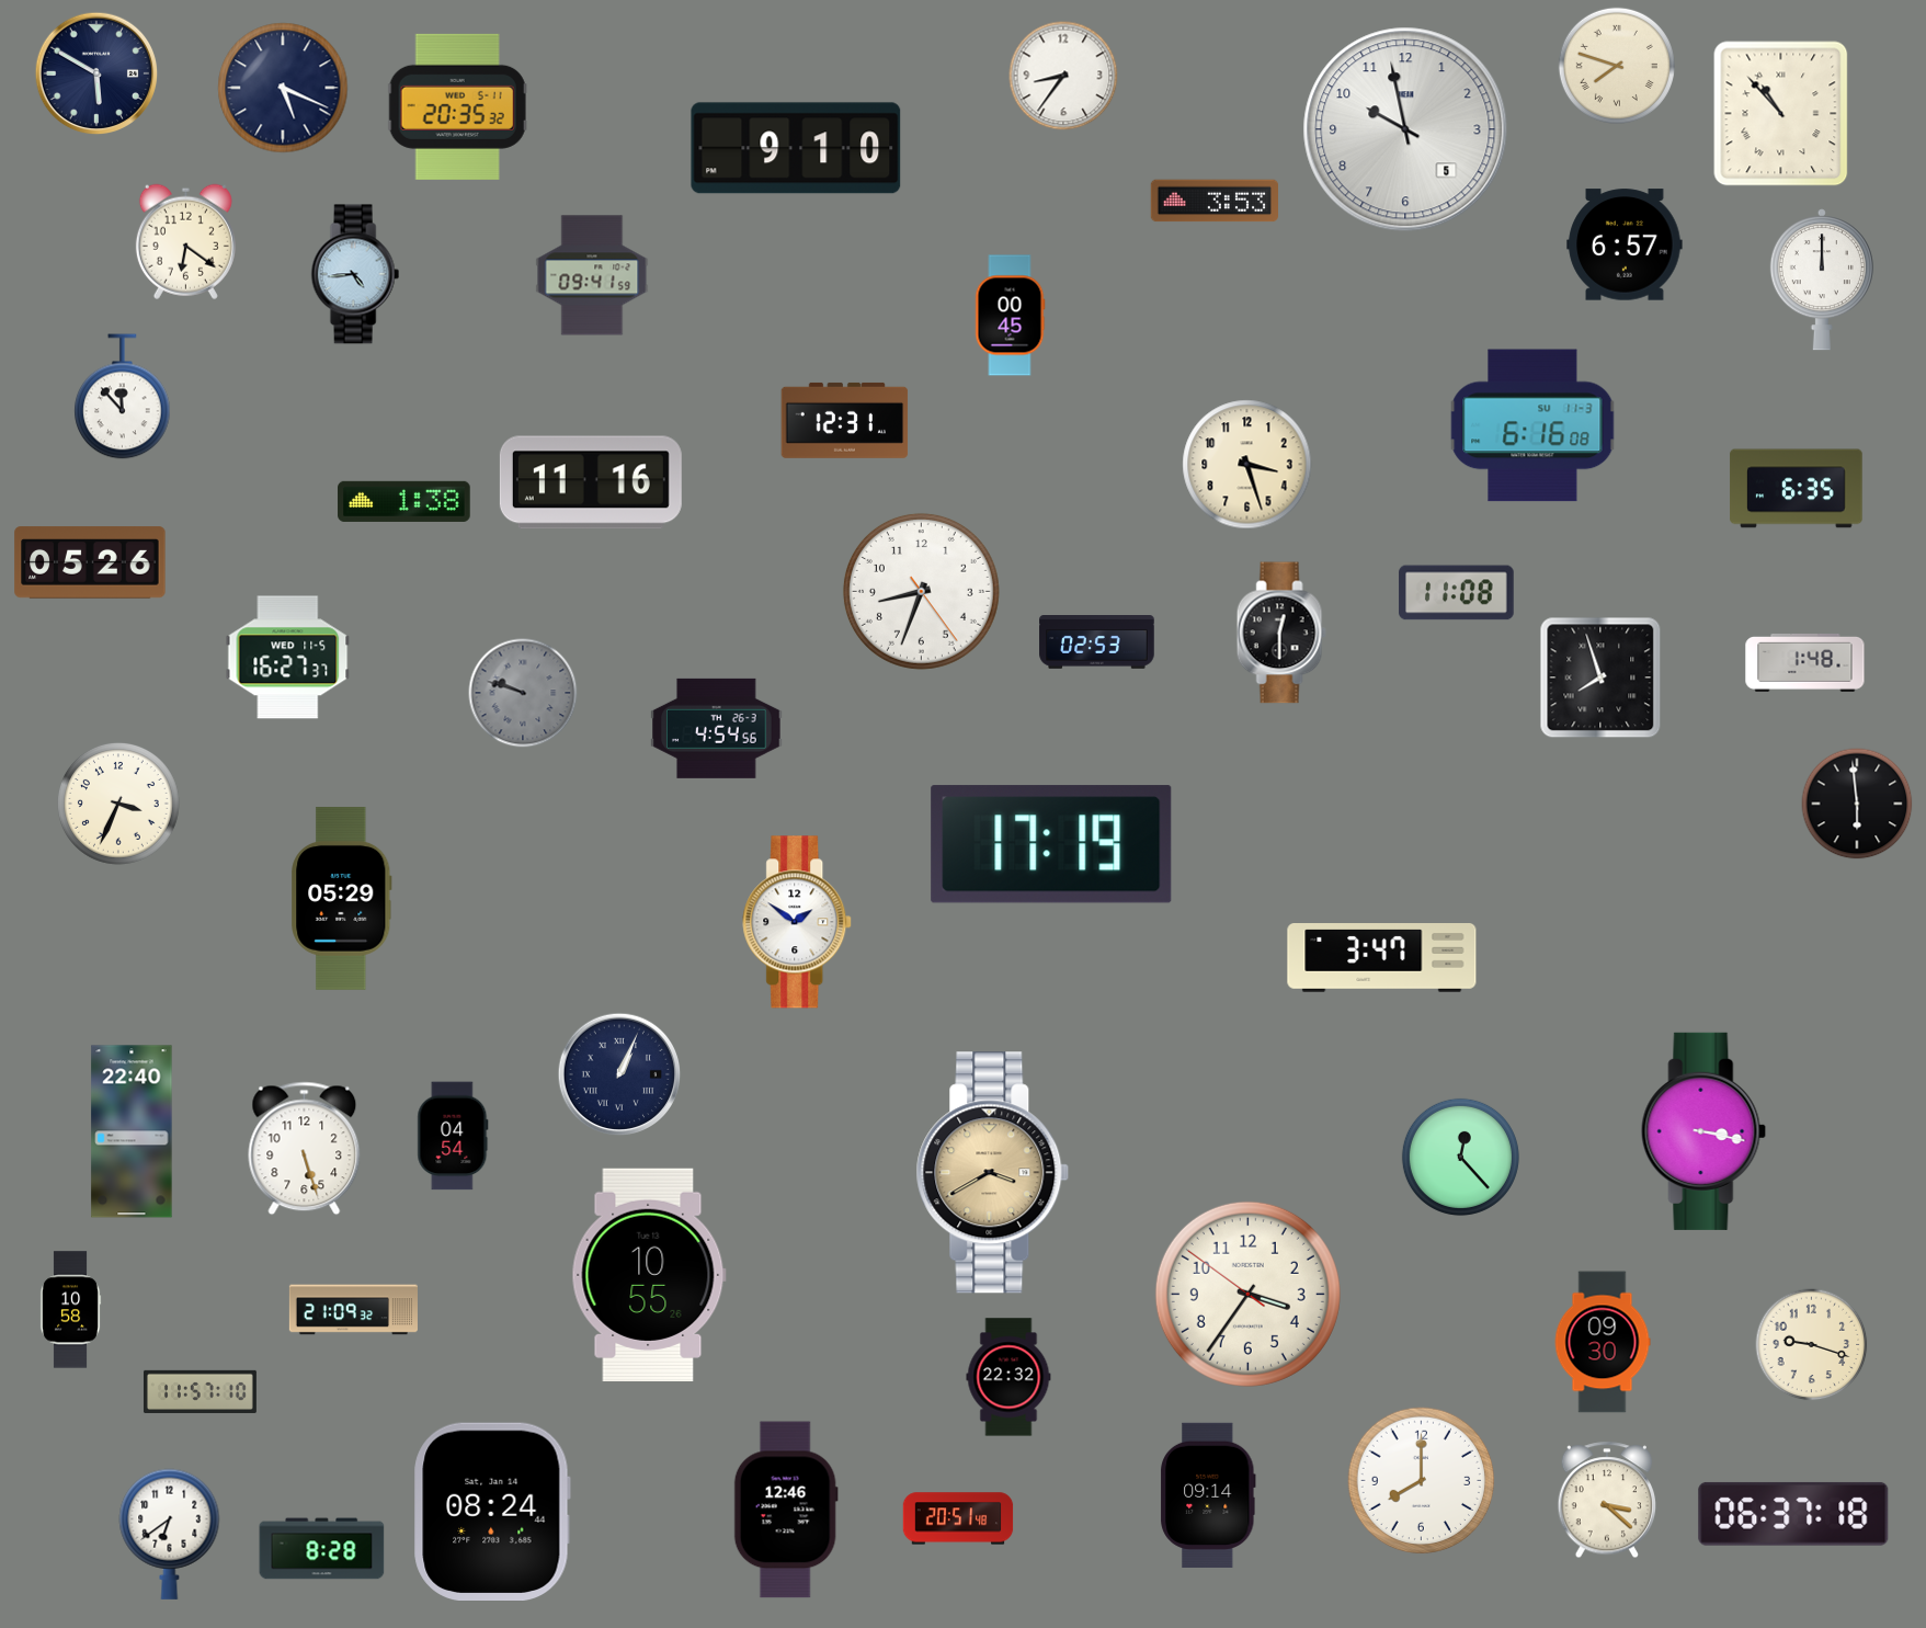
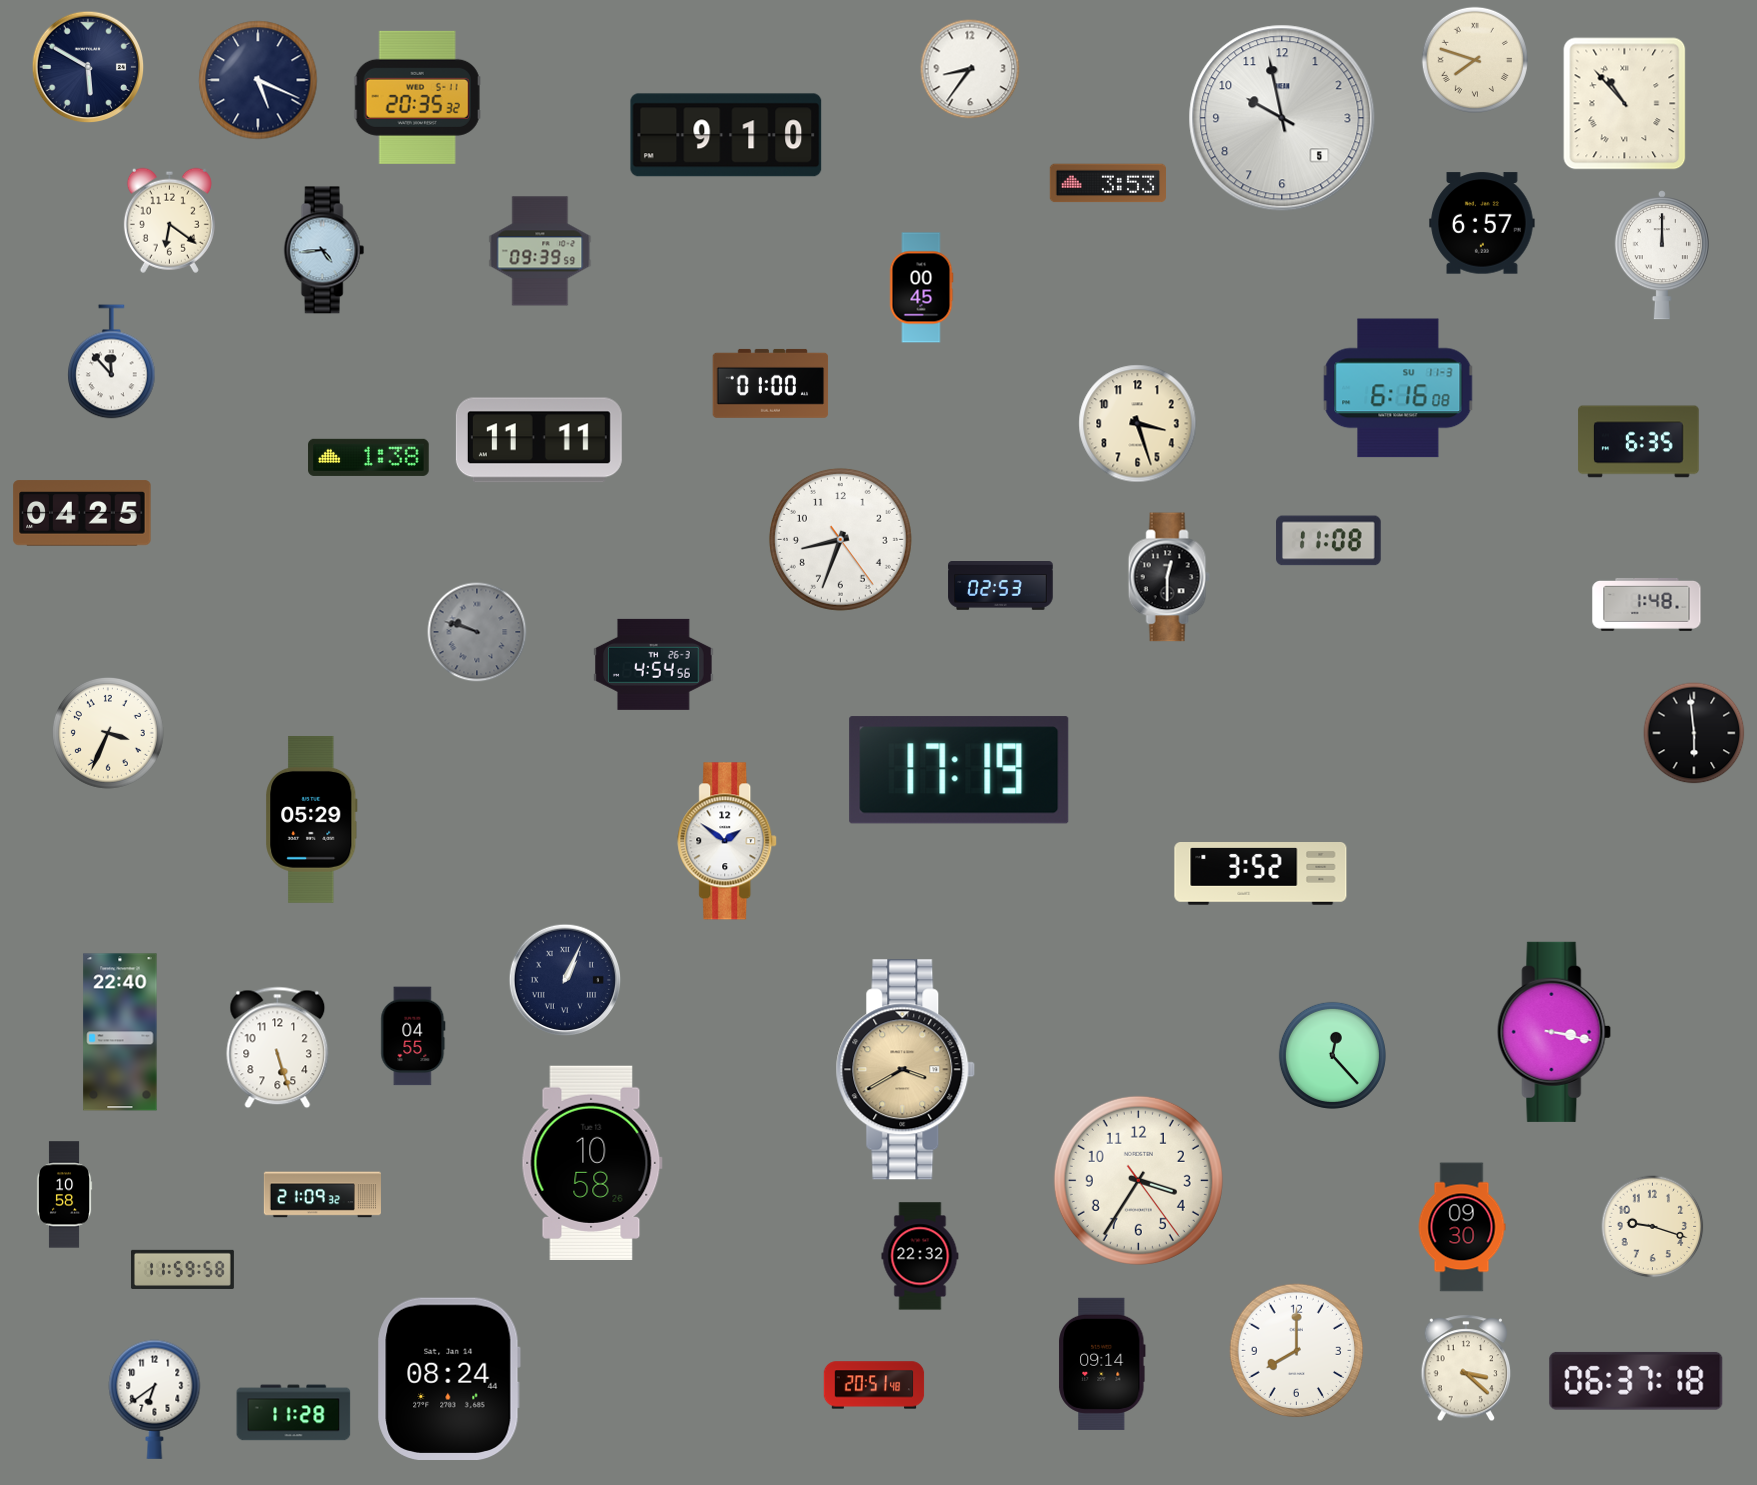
clock at (592, 275): 09:41 -> 09:39
clock at (845, 420): 12:31 -> 01:00
clock at (591, 482): 11:16 -> 11:11
clock at (1797, 489) position: (1797, 489) -> (1639, 442)
clock at (90, 562): 05:26 -> 04:25
clock at (288, 658): 16:27 -> none
clock at (1600, 678): 7:57 -> none
clock at (1382, 958): 3:47 -> 3:52
clock at (453, 1136): 04:54 -> 04:55
clock at (649, 1275): 10:55 -> 10:58
clock at (1247, 1294): 3:35:51 -> 3:35:24
clock at (1603, 1342) position: (1603, 1342) -> (1462, 1227)
clock at (200, 1391): 11:57 -> 11:59
clock at (786, 1510): 12:46 -> none
clock at (322, 1549): 8:28 -> 11:28
